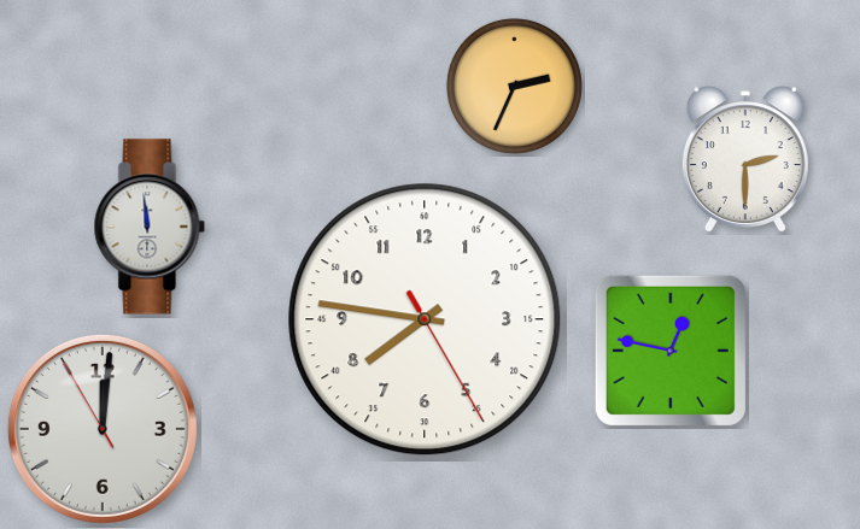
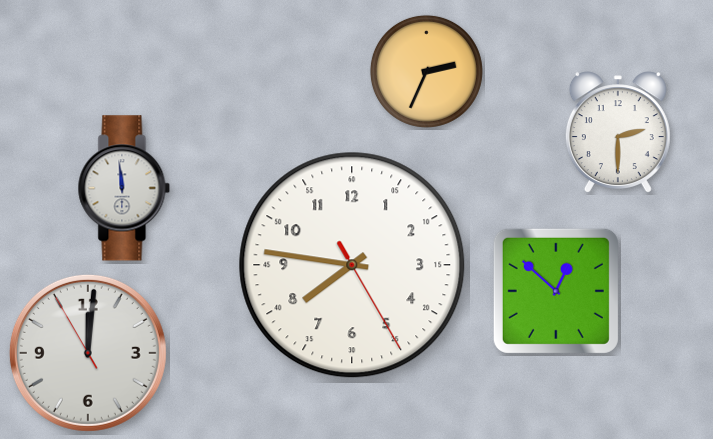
clock at (671, 351): 12:47 -> 12:52
clock at (103, 429) position: (103, 429) -> (88, 353)
